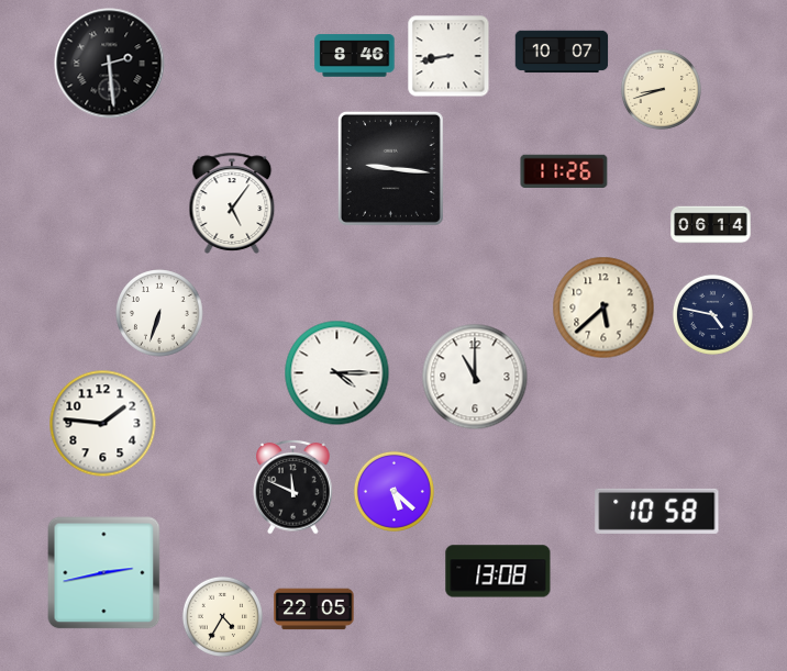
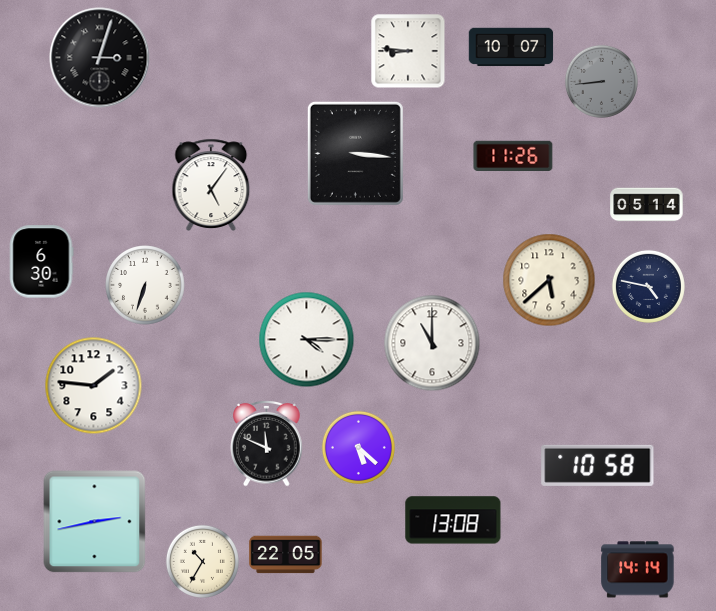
clock at (355, 56): 8:46 -> none
clock at (448, 56): 8:43 -> 8:46
clock at (110, 64): 2:29 -> 3:03
clock at (661, 89): 8:42 -> 8:44
clock at (661, 89) dial: cream -> grey
clock at (390, 168): 9:16 -> 3:16
clock at (711, 225): 06:14 -> 05:14
clock at (41, 262): none -> 6:30
clock at (222, 616): 4:35 -> 10:35
clock at (638, 570): none -> 14:14
